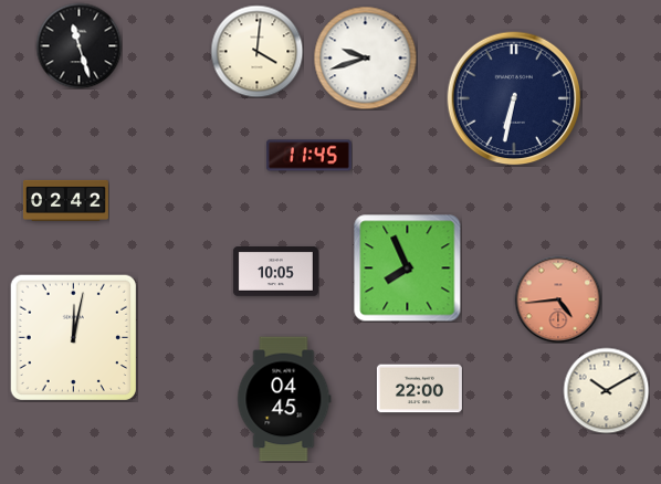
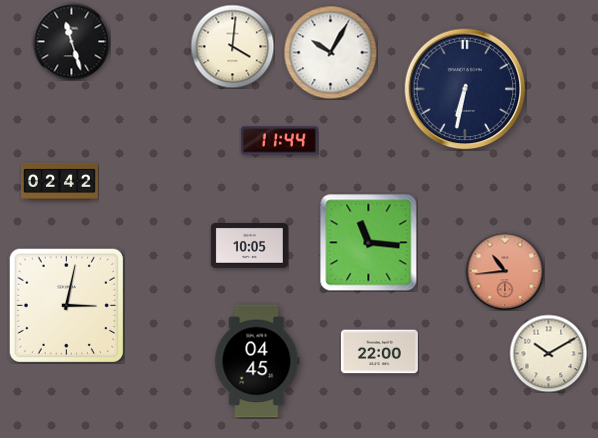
clock at (365, 57): 9:42 -> 10:05
clock at (308, 156): 11:45 -> 11:44
clock at (408, 269): 7:56 -> 11:16
clock at (558, 299): 4:44 -> 10:44
clock at (73, 337): 12:02 -> 3:02
